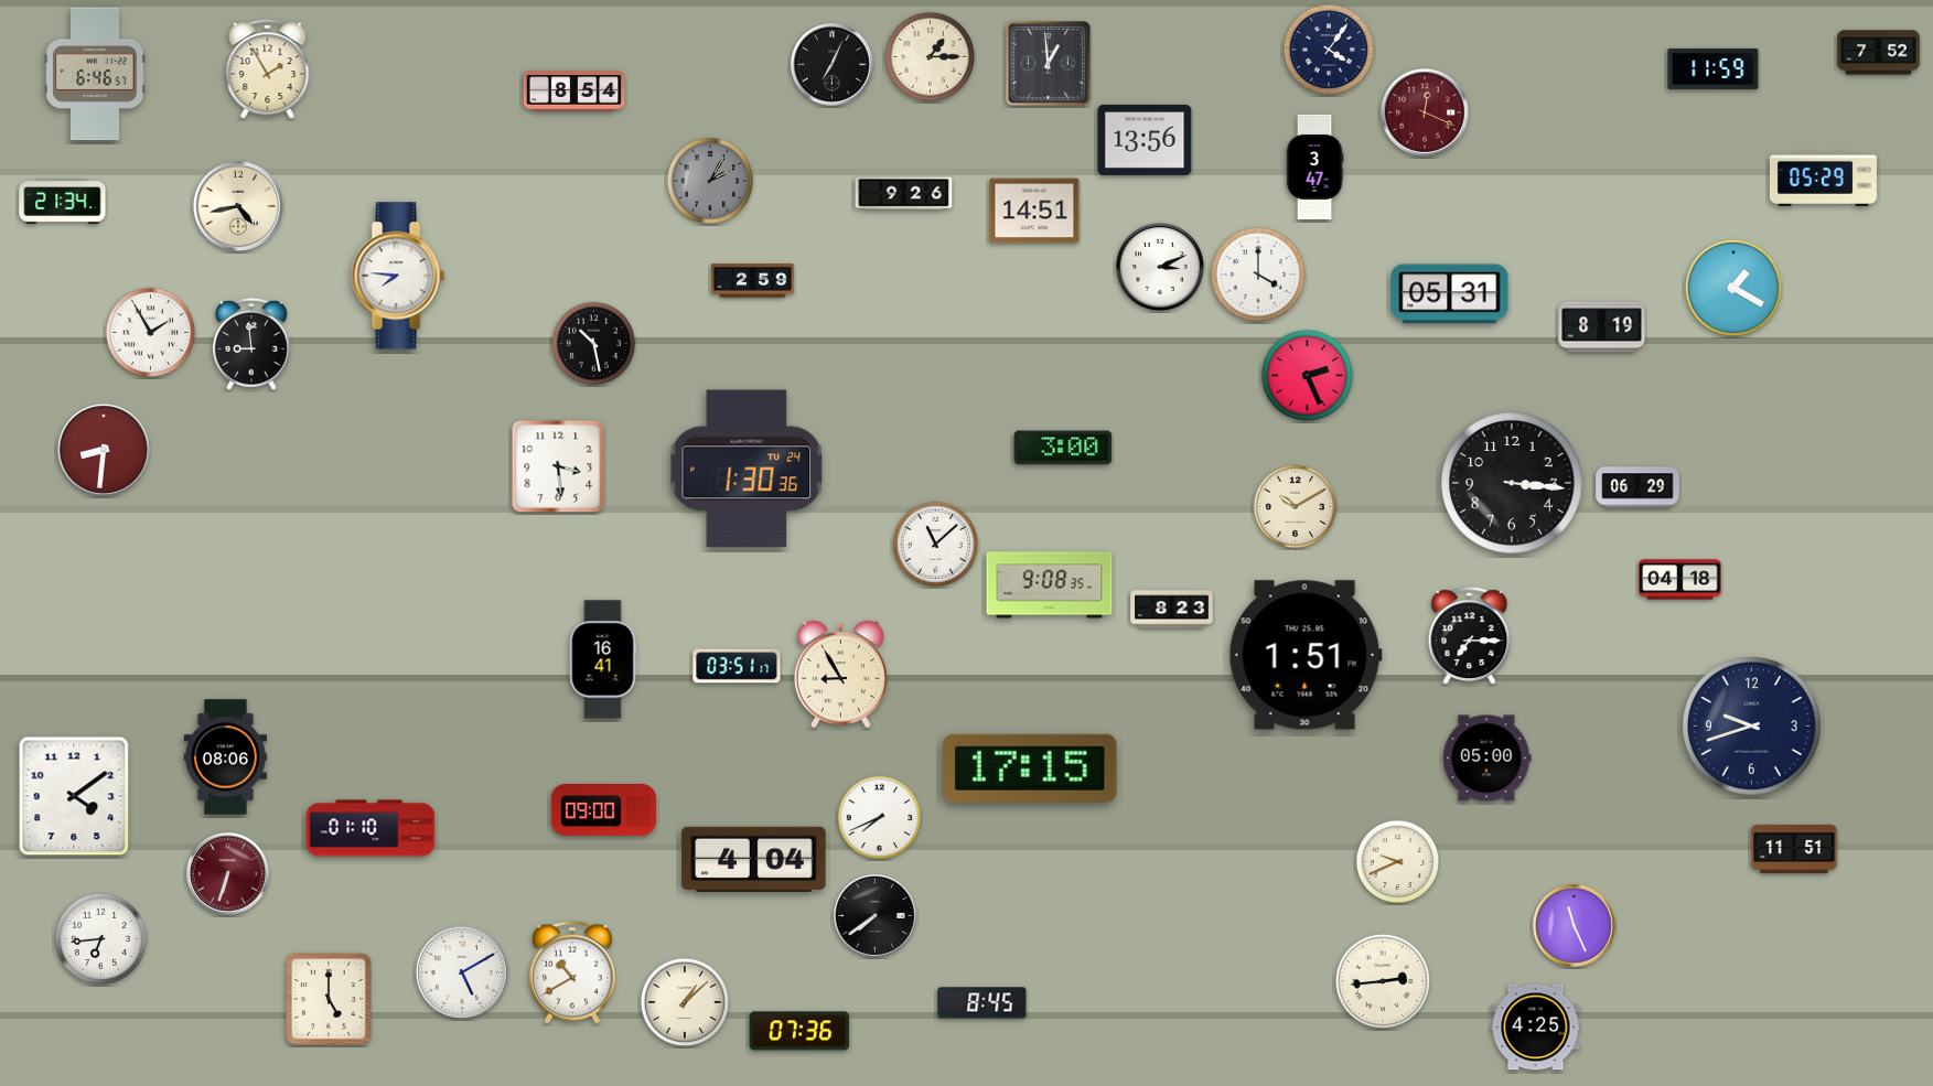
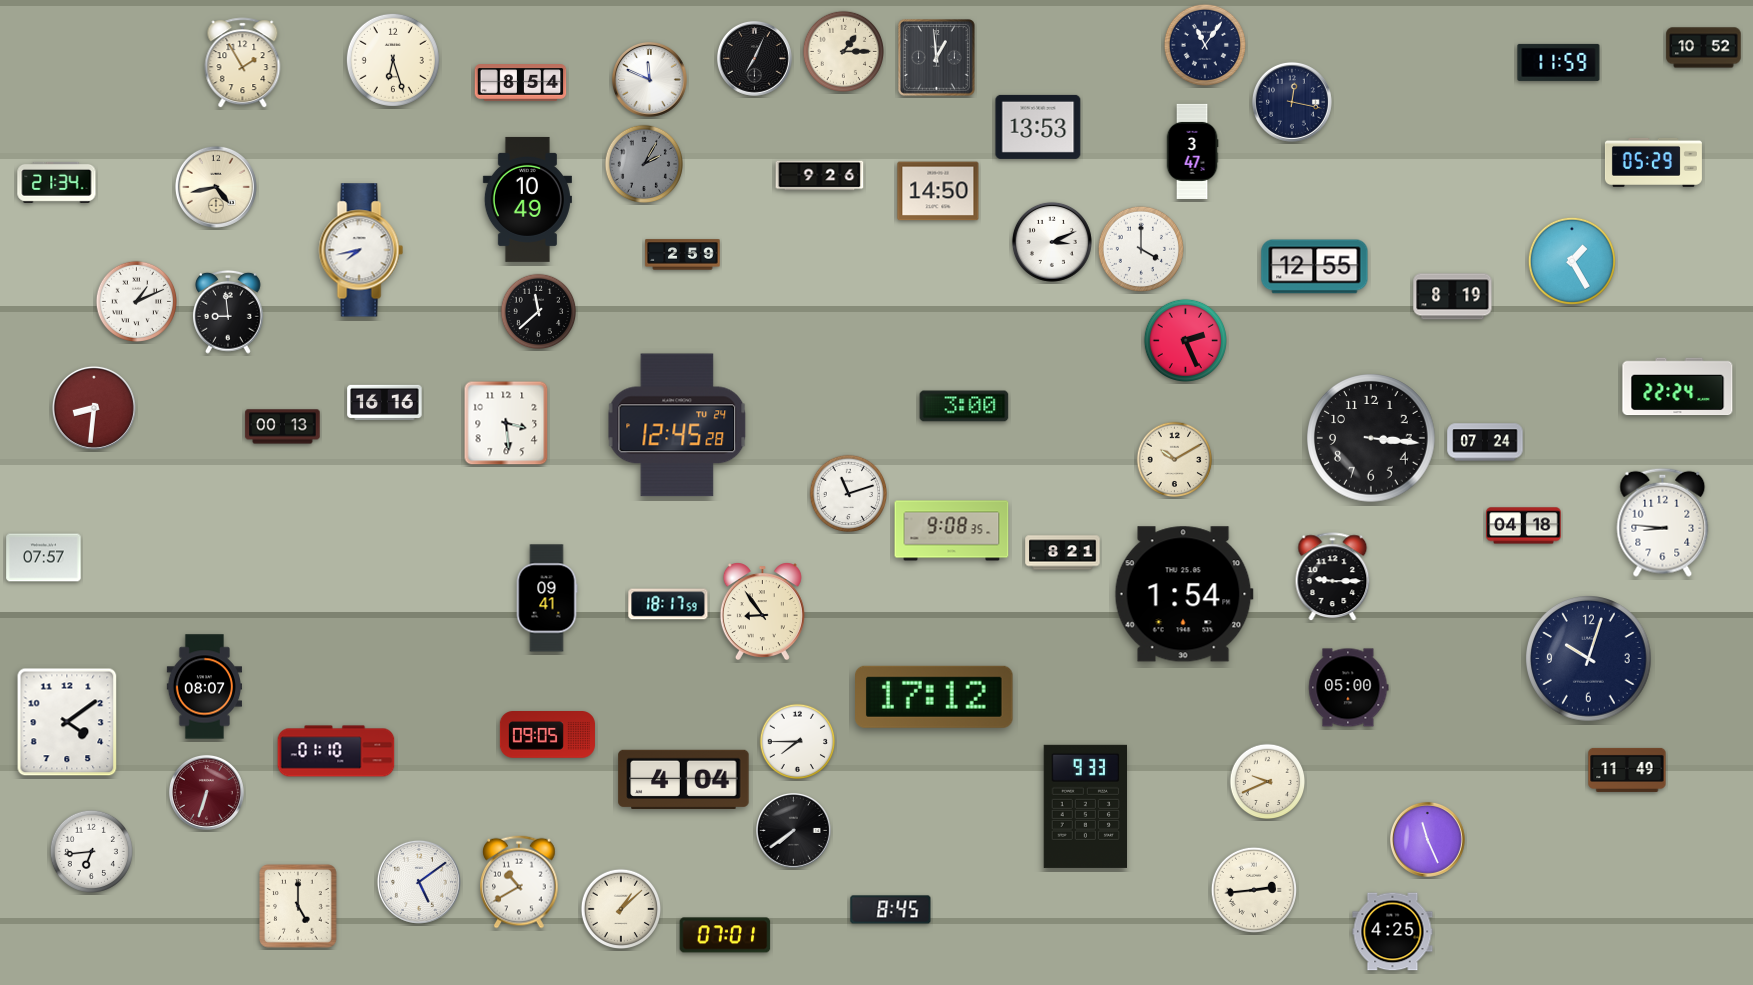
clock at (1328, 49): 4:06 -> 11:06
clock at (1879, 53): 7:52 -> 10:52
clock at (1049, 64) position: (1049, 64) -> (937, 58)
clock at (393, 60): none -> 6:27
clock at (1714, 68) position: (1714, 68) -> (1559, 62)
clock at (95, 74): 6:46 -> none
clock at (649, 79): none -> 11:49
clock at (1425, 112): 12:19 -> 12:17
clock at (1425, 112) dial: burgundy -> navy
clock at (1145, 140): 13:56 -> 13:53
clock at (1034, 211): 14:51 -> 14:50
clock at (527, 199): none -> 10:49
clock at (398, 276): 7:46 -> 7:43
clock at (1733, 288): 1:20 -> 1:25
clock at (1450, 294): 05:31 -> 12:55
clock at (150, 332): 1:55 -> 1:11
clock at (594, 344): 10:28 -> 11:38
clock at (1678, 387): none -> 22:24
clock at (385, 402): none -> 16:16
clock at (747, 469): 1:30 -> 12:45
clock at (283, 427): none -> 00:13
clock at (1637, 487): 06:29 -> 07:24
clock at (936, 545): 11:08 -> 11:12
clock at (1663, 522): none -> 8:46
clock at (1172, 610): 8:23 -> 8:21
clock at (44, 558): none -> 07:57
clock at (1470, 636): 7:15 -> 9:15
clock at (1306, 655): 1:51 -> 1:54
clock at (603, 659): 16:41 -> 09:41
clock at (737, 666): 03:51 -> 18:17
clock at (840, 675): 8:55 -> 8:54
clock at (1752, 727): 9:42 -> 10:03
clock at (225, 757): 08:06 -> 08:07
clock at (1031, 768): 17:15 -> 17:12
clock at (603, 810): 09:00 -> 09:05
clock at (880, 818): 7:41 -> 7:45
clock at (1794, 849): 11:51 -> 11:49
clock at (1085, 806): none -> 9:33
clock at (462, 972): 5:10 -> 5:09
clock at (799, 1031): 07:36 -> 07:01
